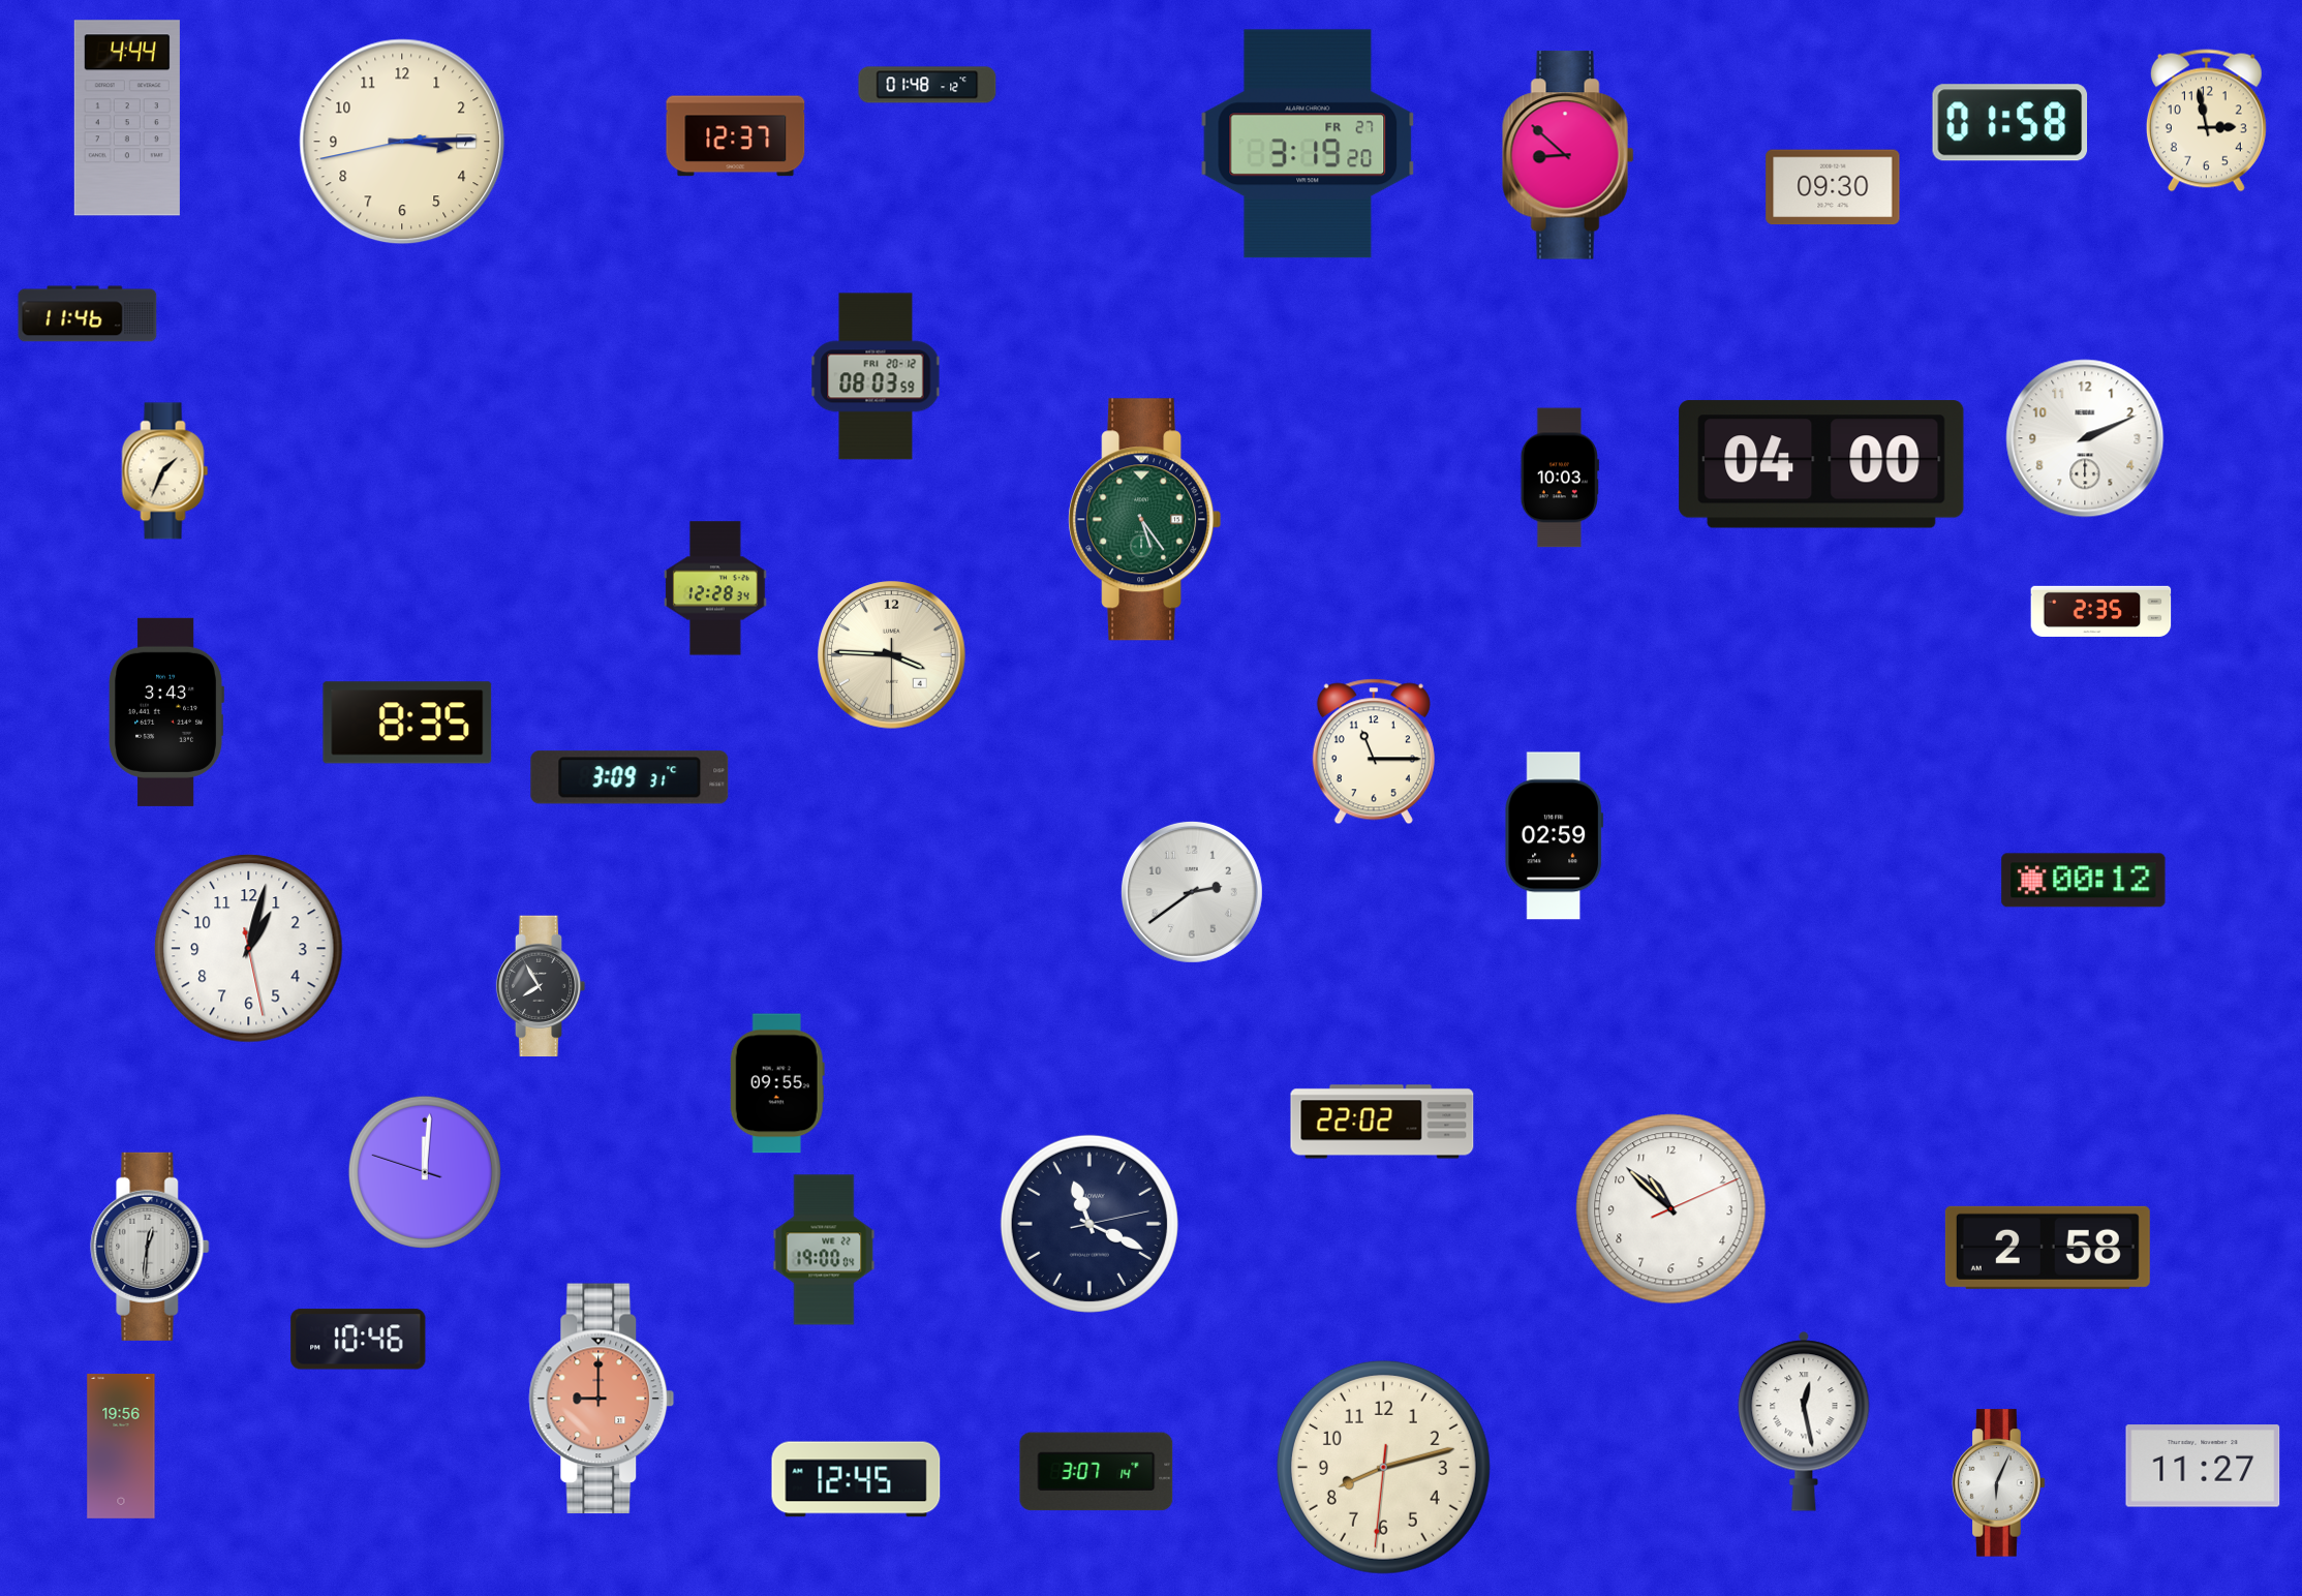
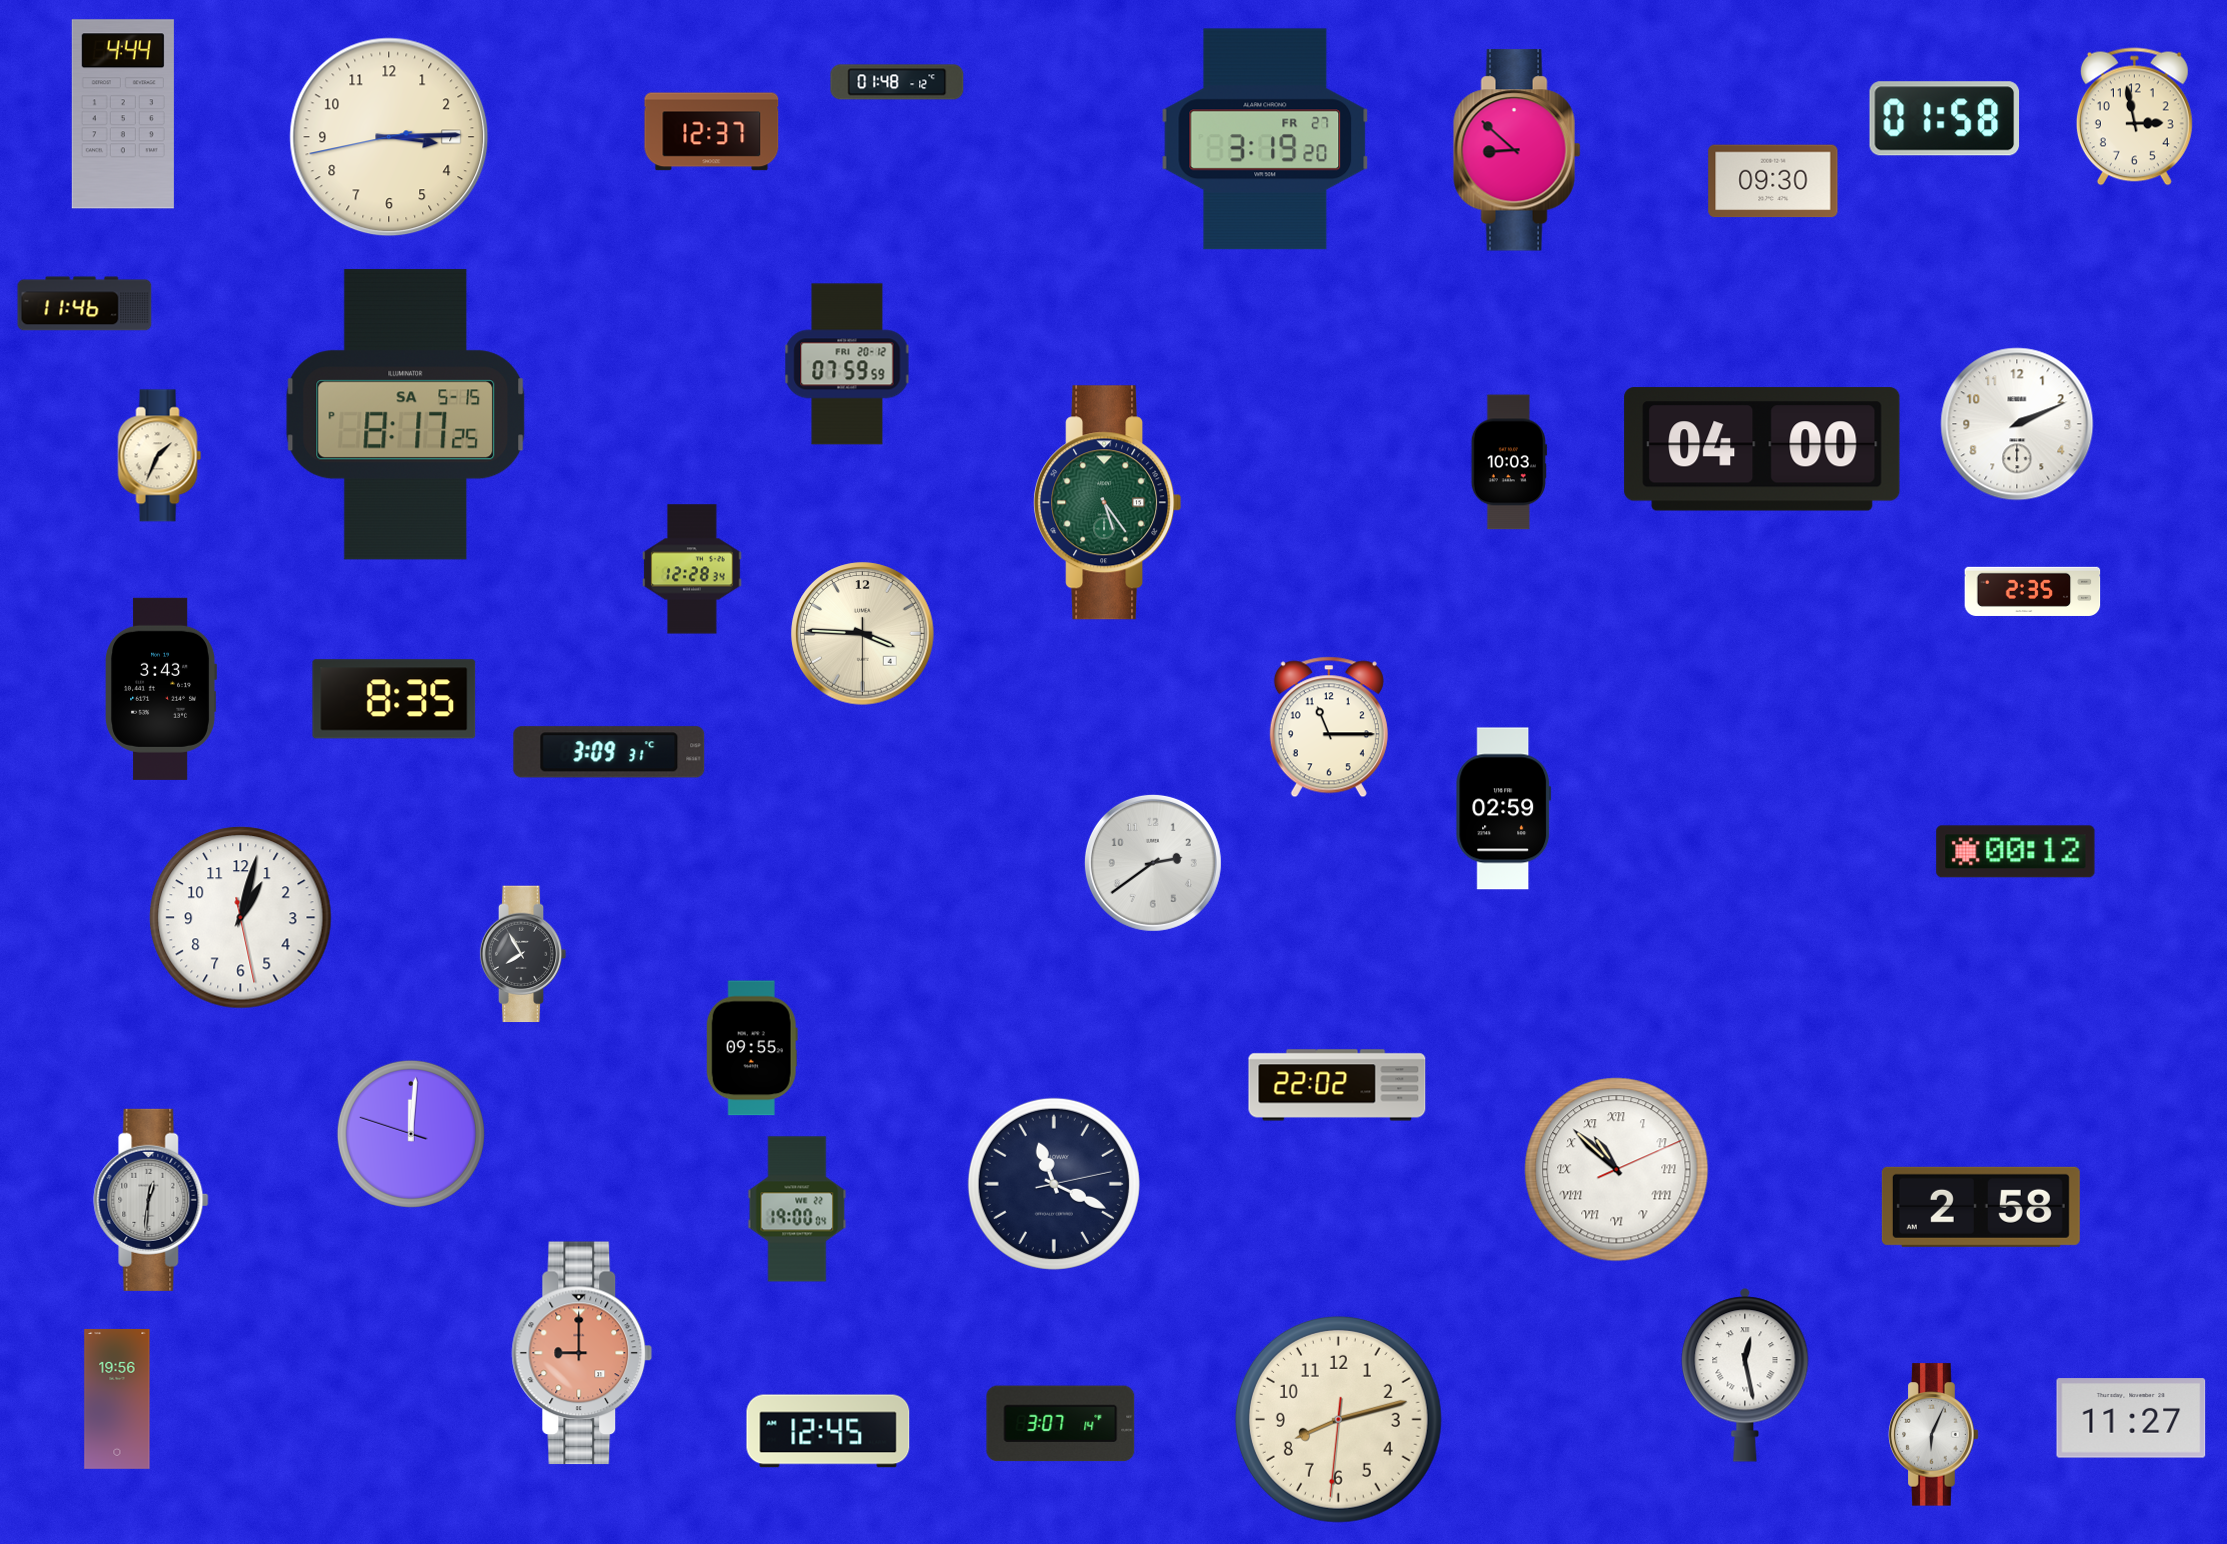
clock at (876, 376): 08:03 -> 07:59
clock at (406, 415): none -> 8:17
clock at (1671, 1209) numerals: Arabic -> Roman
clock at (150, 1247) position: (150, 1247) -> (151, 1200)
clock at (359, 1340): 10:46 -> none
